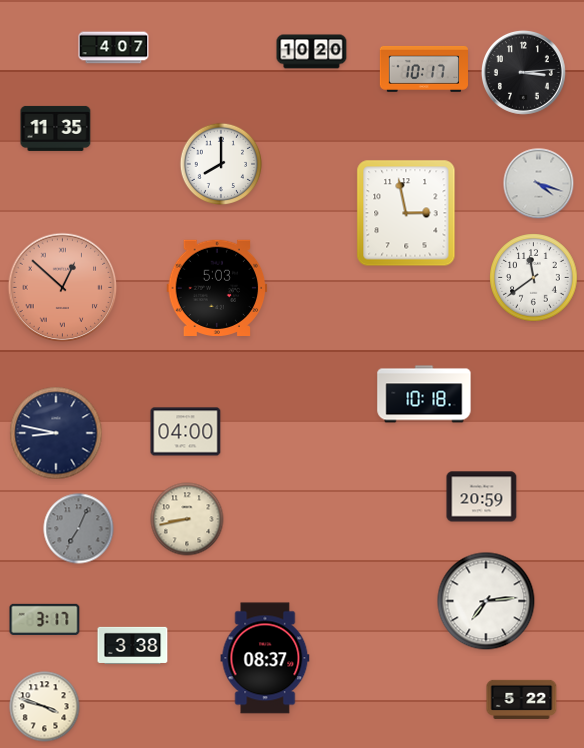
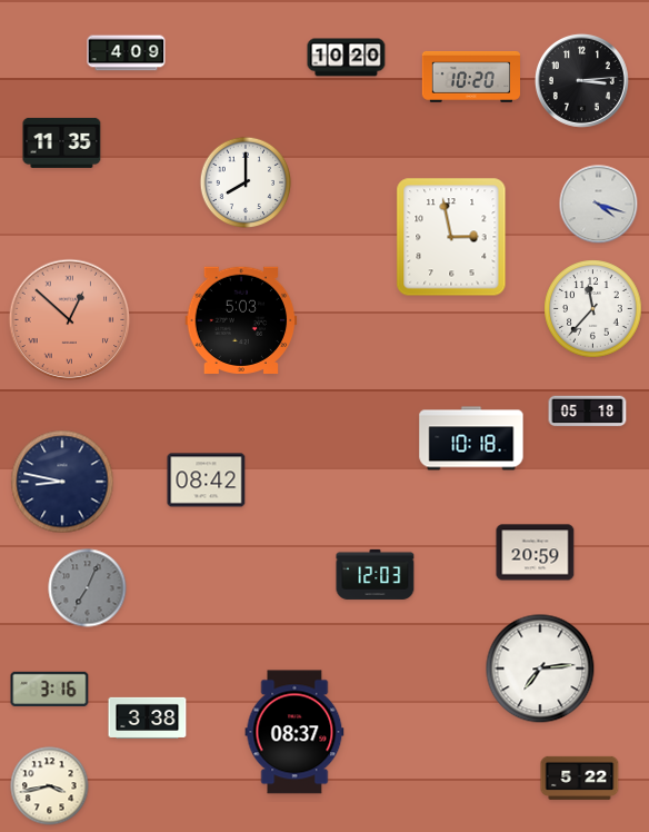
clock at (114, 48): 4:07 -> 4:09
clock at (423, 69): 10:17 -> 10:20
clock at (534, 278): 11:39 -> 11:37
clock at (588, 412): none -> 05:18
clock at (186, 432): 04:00 -> 08:42
clock at (376, 574): none -> 12:03
clock at (187, 519): 8:43 -> none
clock at (45, 619): 3:17 -> 3:16
clock at (45, 707): 3:48 -> 3:43
